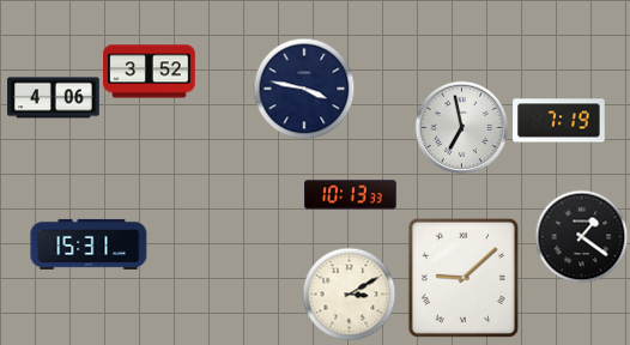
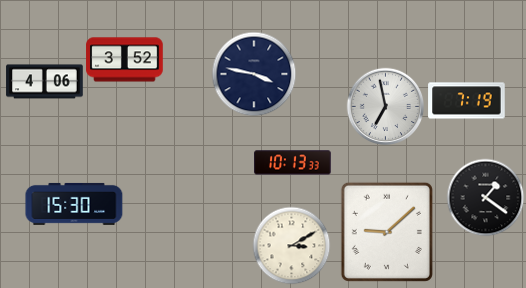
clock at (89, 244): 15:31 -> 15:30
